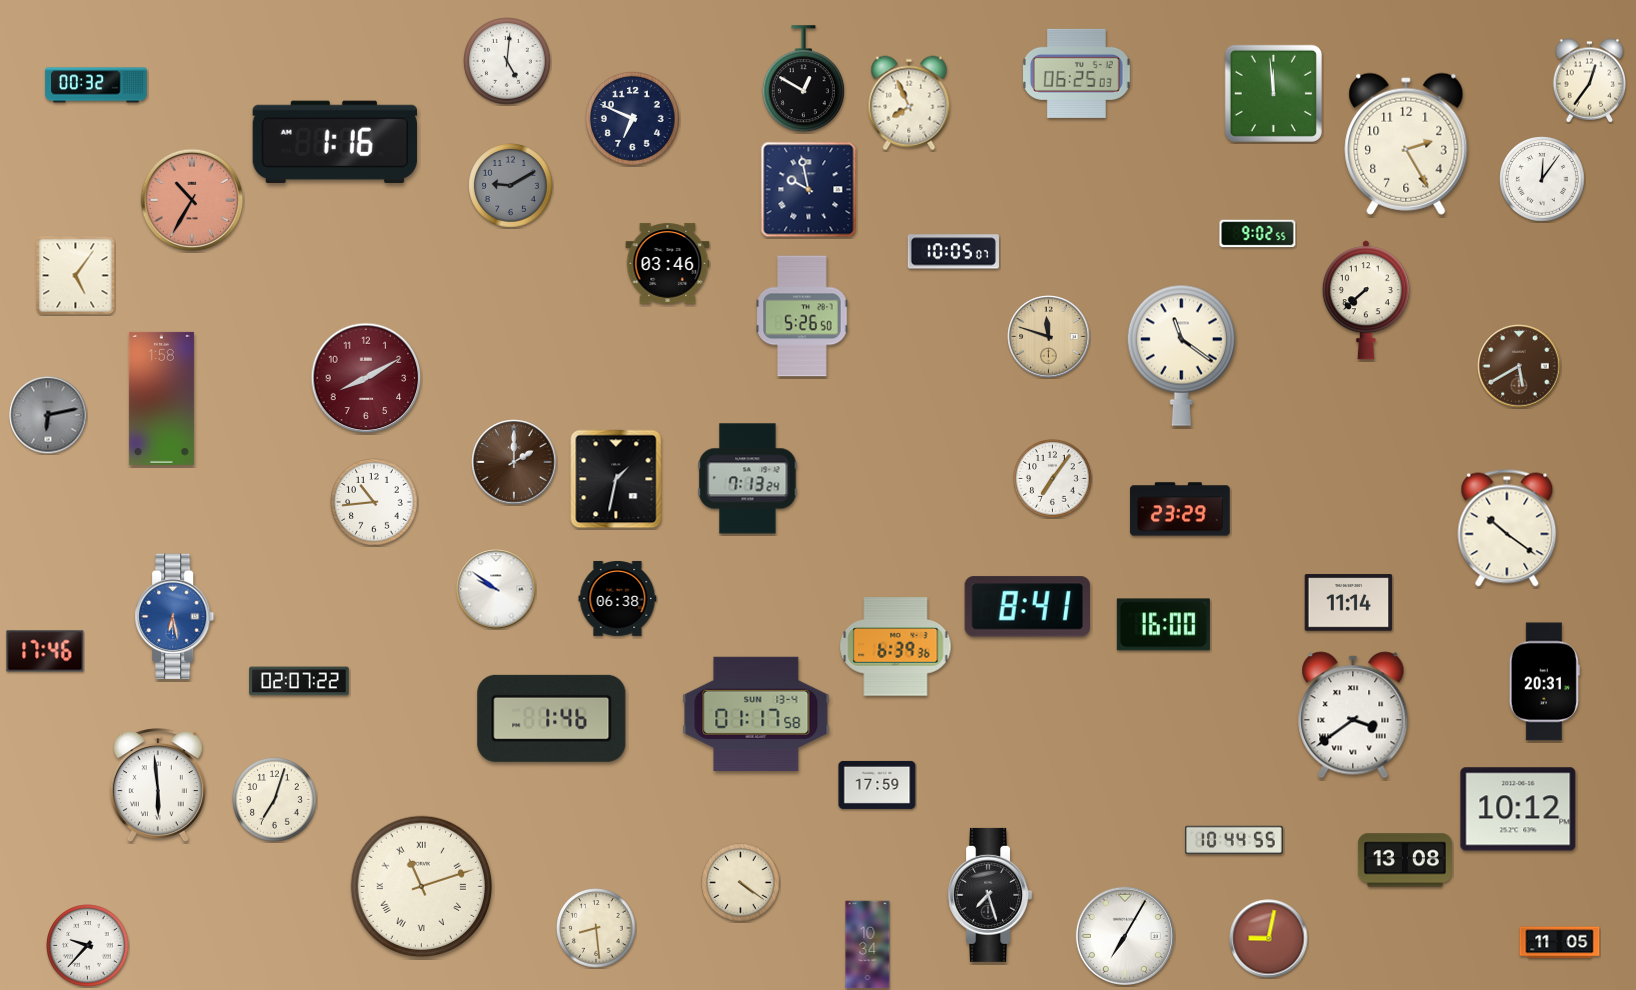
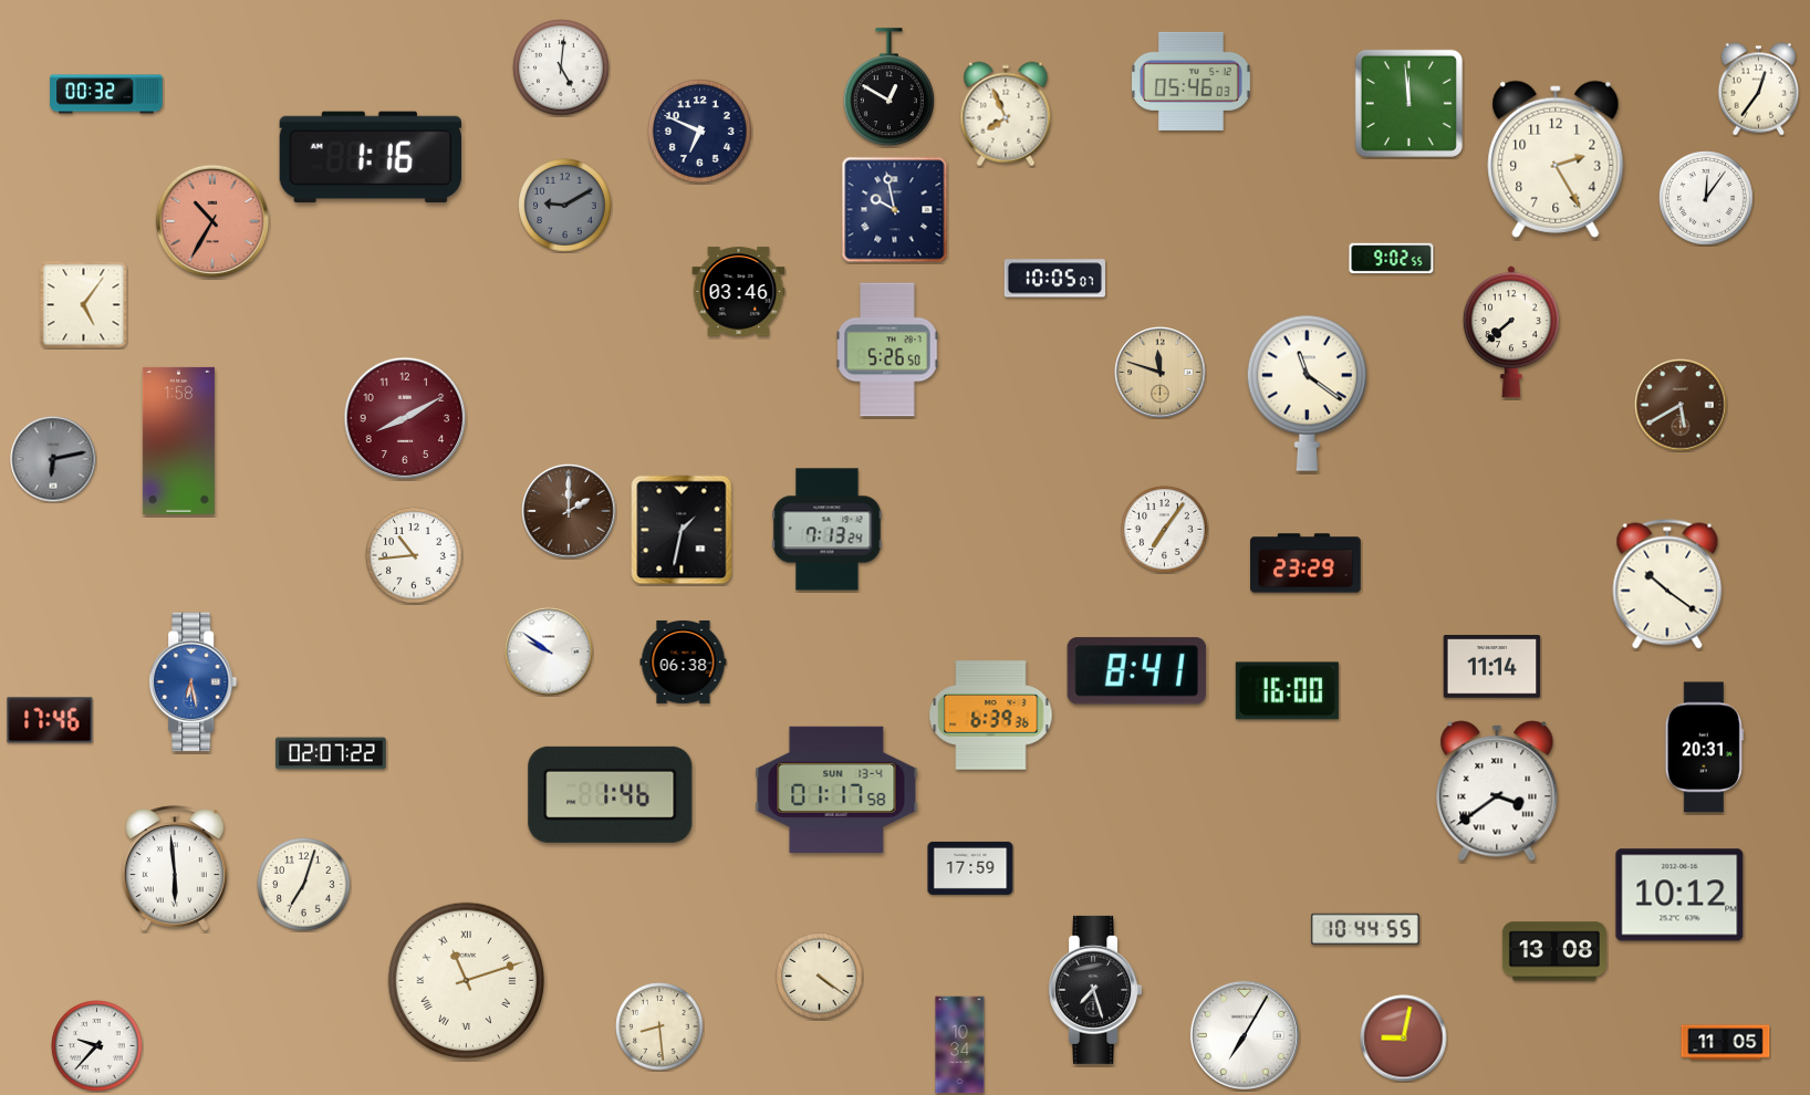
clock at (1076, 73): 06:25 -> 05:46
clock at (1544, 682) position: (1544, 682) -> (1704, 748)
